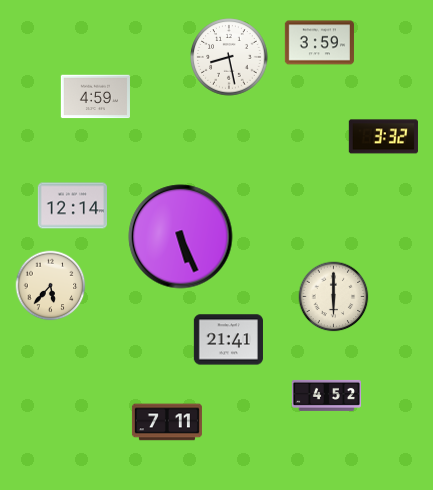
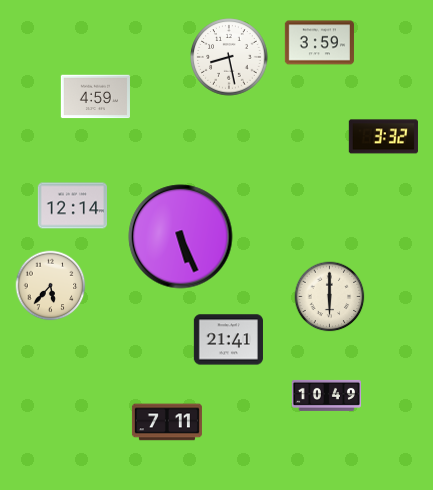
clock at (334, 297) position: (334, 297) -> (330, 297)
clock at (326, 395): 4:52 -> 10:49
